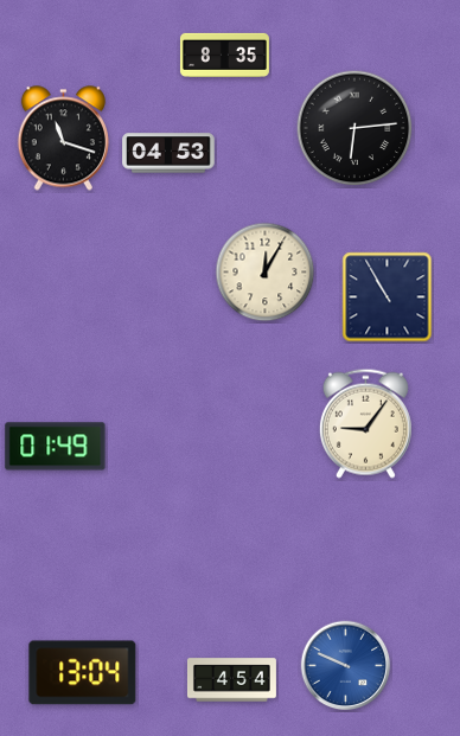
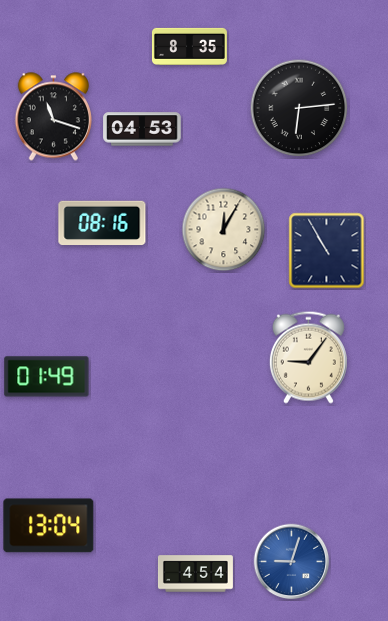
clock at (102, 223): none -> 08:16
clock at (346, 666): 9:49 -> 9:03
clock at (83, 673) position: (83, 673) -> (49, 526)
